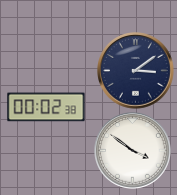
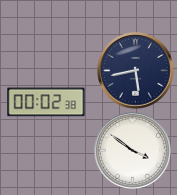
clock at (136, 71): 3:09 -> 5:43
clock at (46, 107) position: (46, 107) -> (46, 102)
